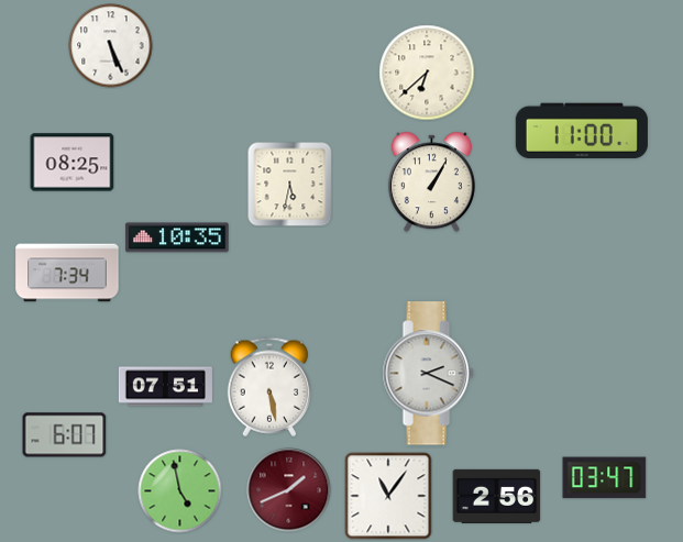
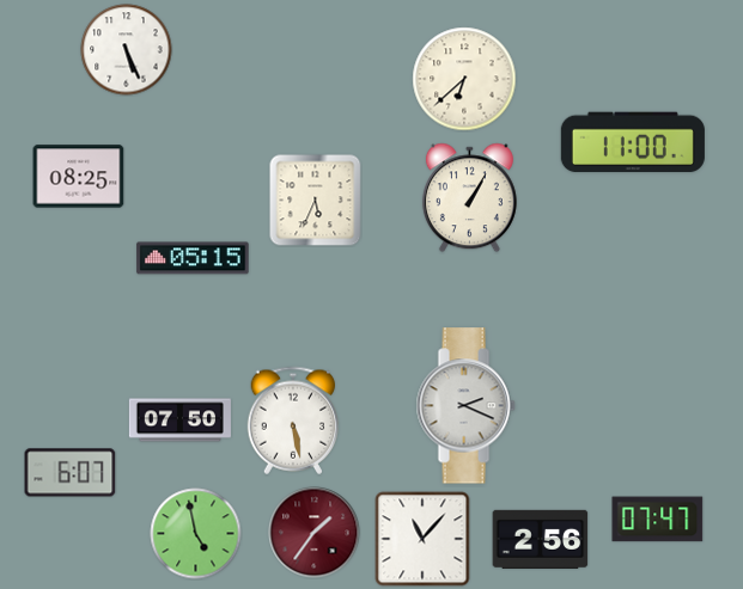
clock at (111, 46) position: (111, 46) -> (127, 50)
clock at (290, 185): 5:32 -> 5:34
clock at (177, 237): 10:35 -> 05:15
clock at (67, 273): 7:34 -> none
clock at (165, 387): 07:51 -> 07:50
clock at (605, 478): 03:47 -> 07:47
clock at (289, 490): 1:41 -> 1:36
clock at (388, 496): 11:06 -> 11:07
